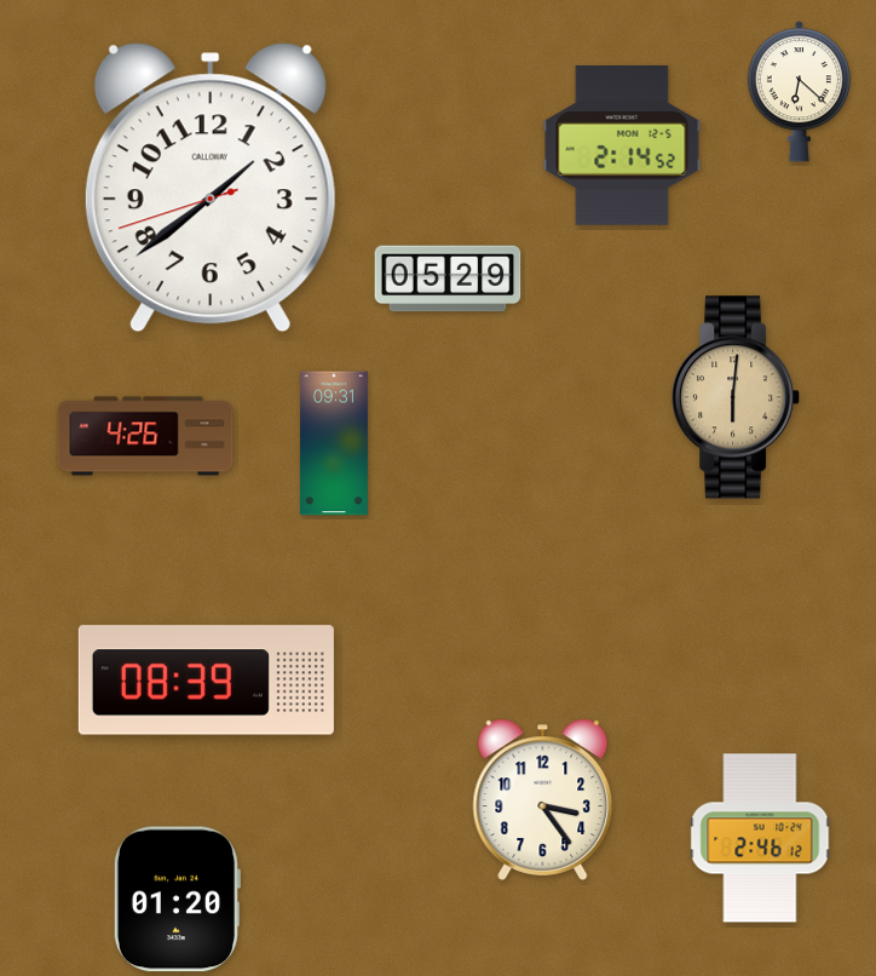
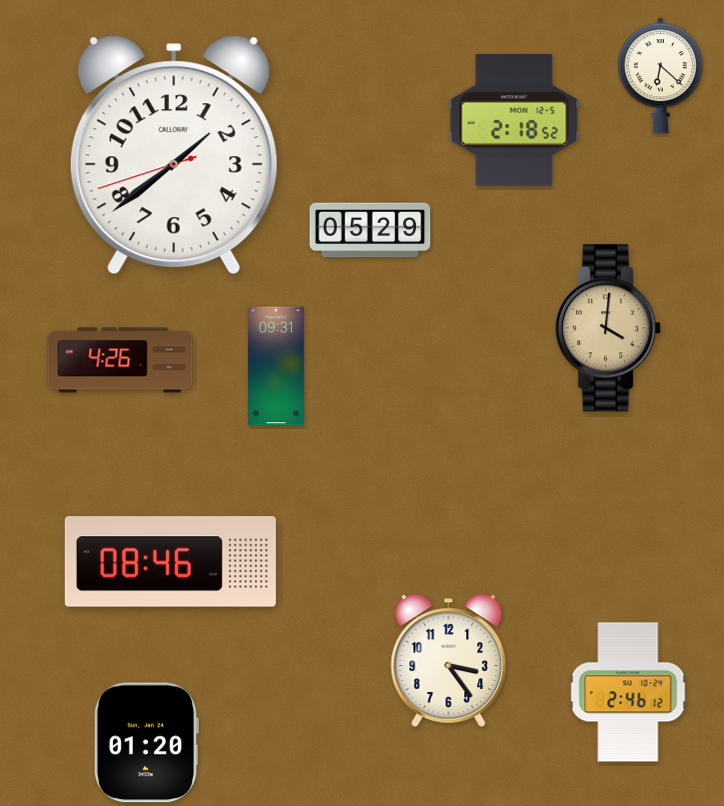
clock at (622, 145): 2:14 -> 2:18
clock at (737, 397): 6:01 -> 4:01
clock at (206, 681): 08:39 -> 08:46
